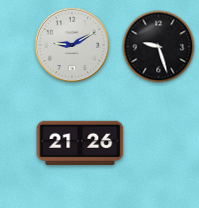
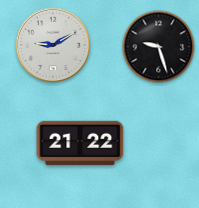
clock at (72, 45) position: (72, 45) -> (53, 45)
clock at (80, 143): 21:26 -> 21:22
